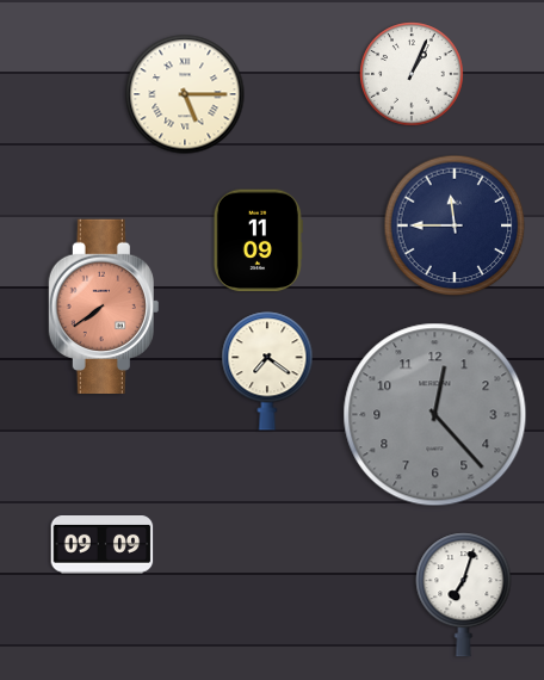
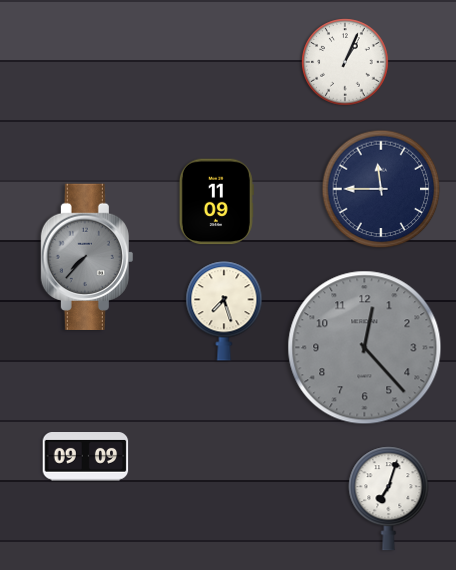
clock at (185, 94): 5:15 -> none
clock at (104, 305): 7:39 -> 7:37
clock at (104, 305) dial: salmon -> grey
clock at (267, 371): 7:21 -> 7:27
